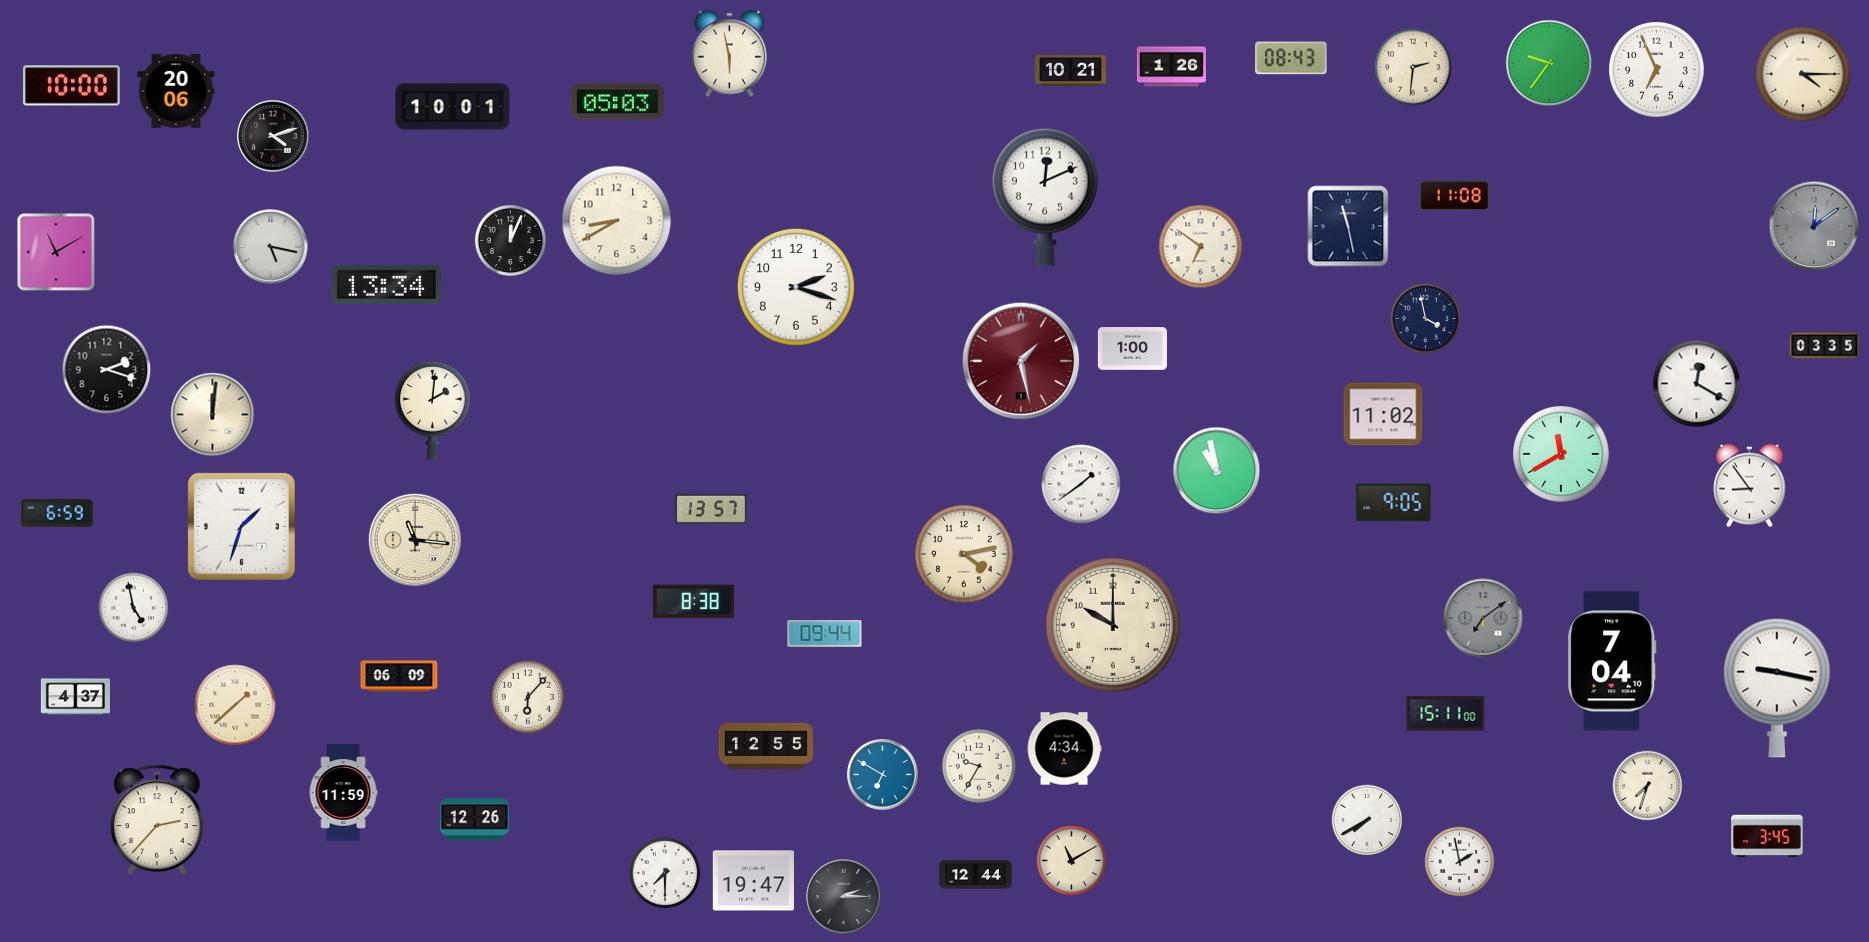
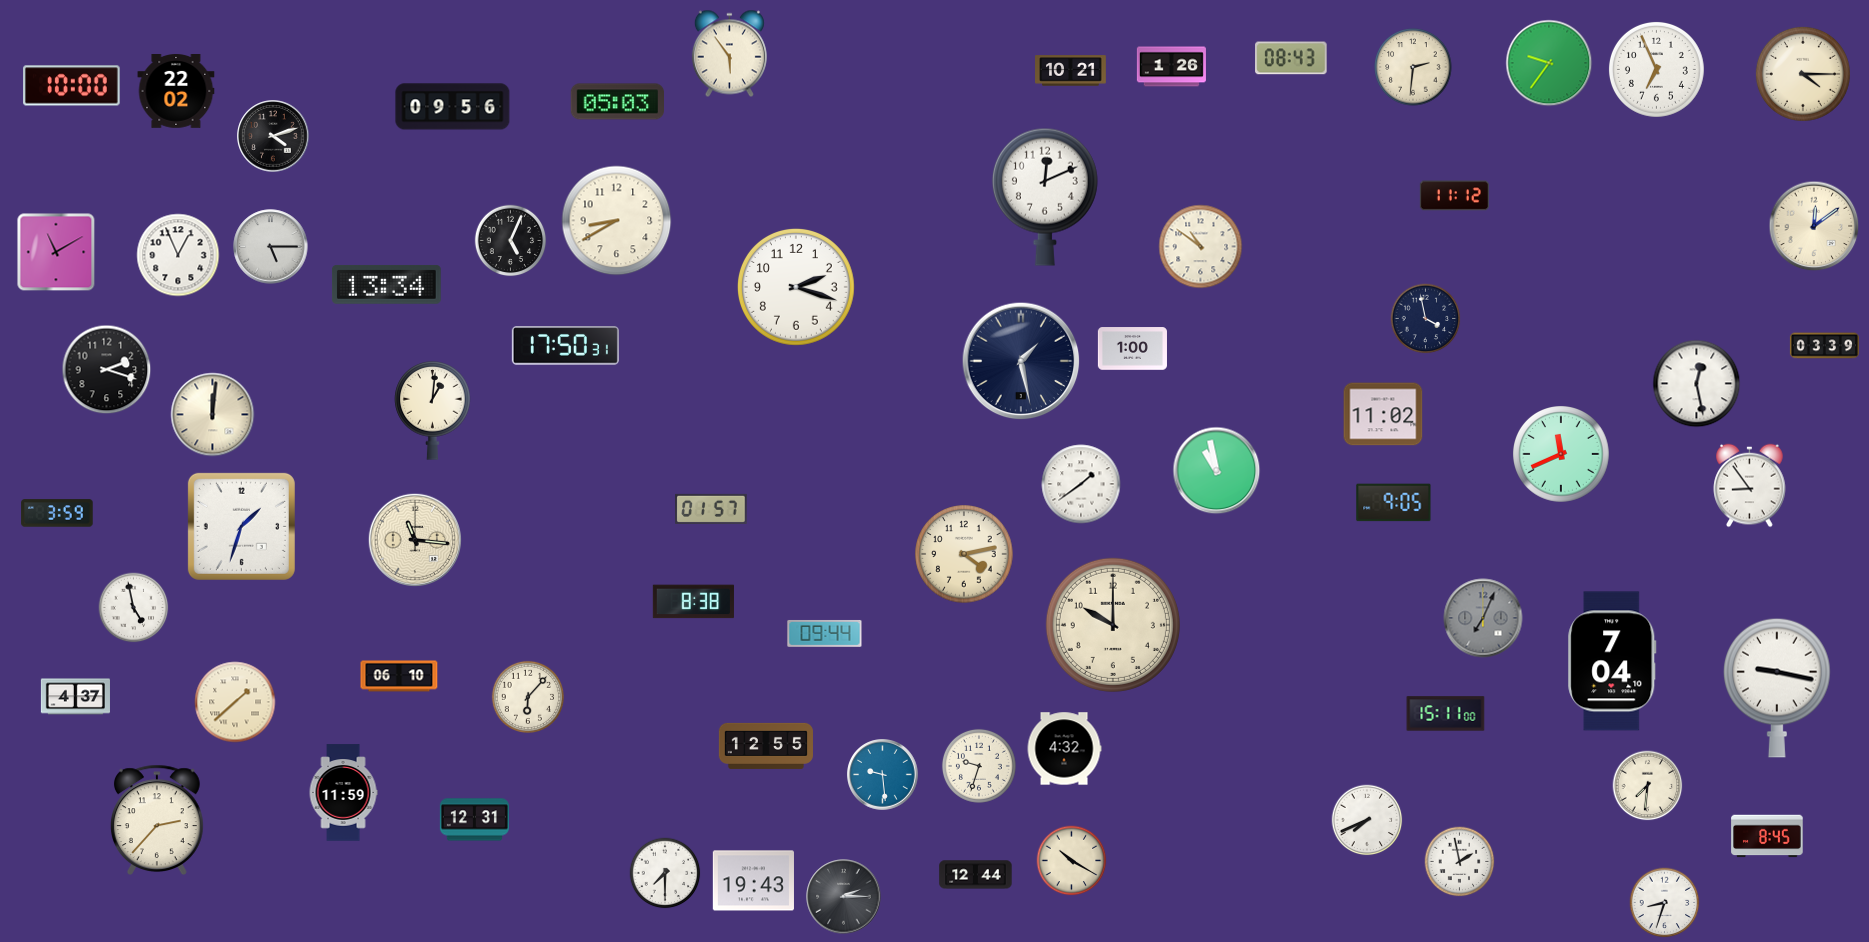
clock at (729, 54): 5:58 -> 5:54
clock at (176, 92): 20:06 -> 22:02
clock at (453, 107): 10:01 -> 09:56
clock at (1454, 196): 11:08 -> 11:12
clock at (1348, 226): 11:28 -> none
clock at (1814, 226) dial: grey -> cream
clock at (511, 241): 12:04 -> 5:04
clock at (271, 247): 5:17 -> 5:15
clock at (1201, 247): 6:51 -> 10:51
clock at (178, 255): none -> 12:56
clock at (565, 346): none -> 17:50
clock at (1824, 346): 03:35 -> 03:39
clock at (1021, 361) dial: burgundy -> navy
clock at (1697, 384): 12:20 -> 12:28
clock at (433, 411): 2:01 -> 1:01
clock at (1562, 455): 11:40 -> 11:41
clock at (711, 509): 13:57 -> 01:57
clock at (57, 513): 6:59 -> 3:59
clock at (1483, 618): 7:09 -> 7:04
clock at (399, 676): 06:09 -> 06:10
clock at (235, 705) position: (235, 705) -> (235, 702)
clock at (1064, 749): 4:34 -> 4:32
clock at (979, 766): 9:35 -> 9:33
clock at (883, 775): 6:50 -> 9:29
clock at (1648, 786): 7:33 -> 7:31
clock at (474, 820): 12:26 -> 12:31
clock at (1367, 820): 7:40 -> 7:41
clock at (1767, 836): 3:45 -> 8:45
clock at (1072, 861): 11:10 -> 10:20
clock at (753, 881): 19:47 -> 19:43
clock at (1665, 903): none -> 8:33
